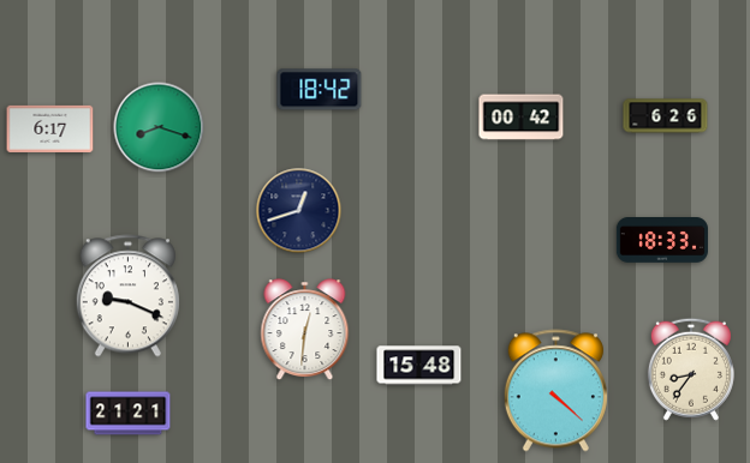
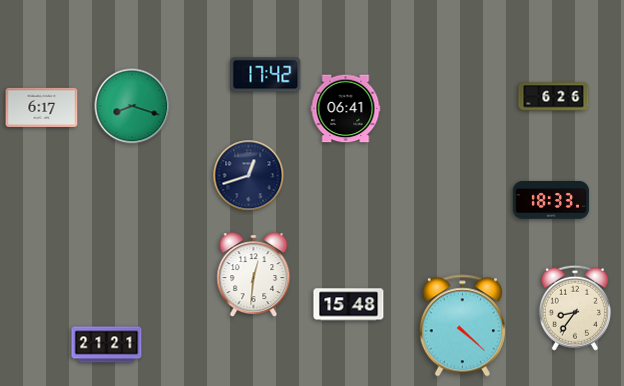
clock at (320, 90): 18:42 -> 17:42
clock at (522, 118): 00:42 -> none
clock at (346, 109): none -> 06:41
clock at (127, 296): 9:19 -> none
